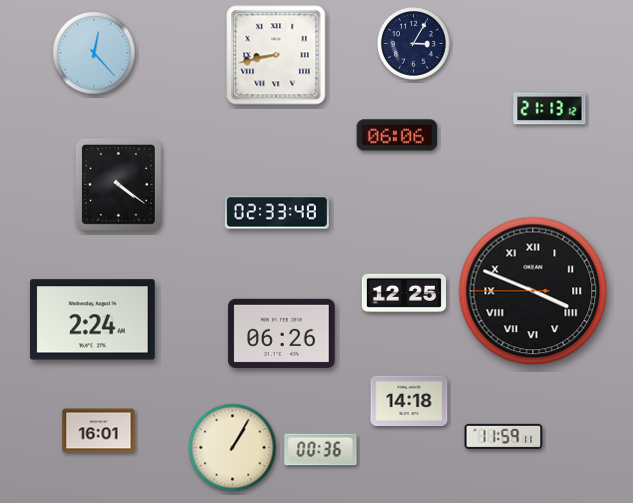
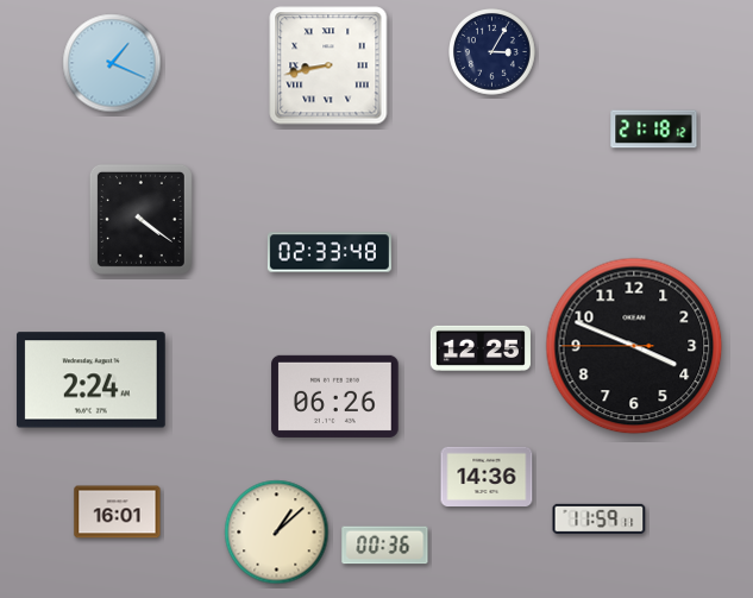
clock at (94, 53): 12:23 -> 1:19
clock at (550, 109): 21:13 -> 21:18
clock at (397, 135): 06:06 -> none
clock at (533, 291) numerals: Roman -> Arabic
clock at (92, 320) position: (92, 320) -> (90, 380)
clock at (409, 400): 14:18 -> 14:36
clock at (233, 448): 1:05 -> 1:08
clock at (321, 450) position: (321, 450) -> (385, 546)
